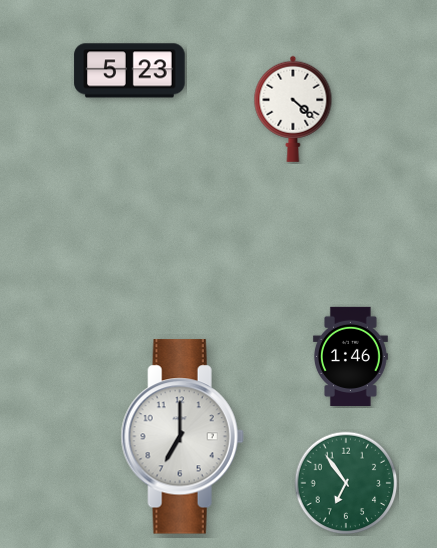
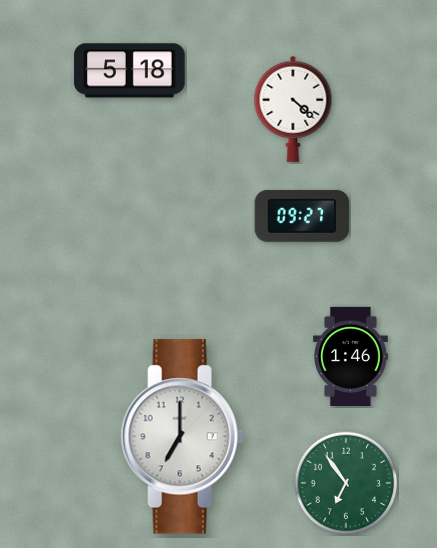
clock at (130, 71): 5:23 -> 5:18
clock at (302, 216): none -> 09:27
